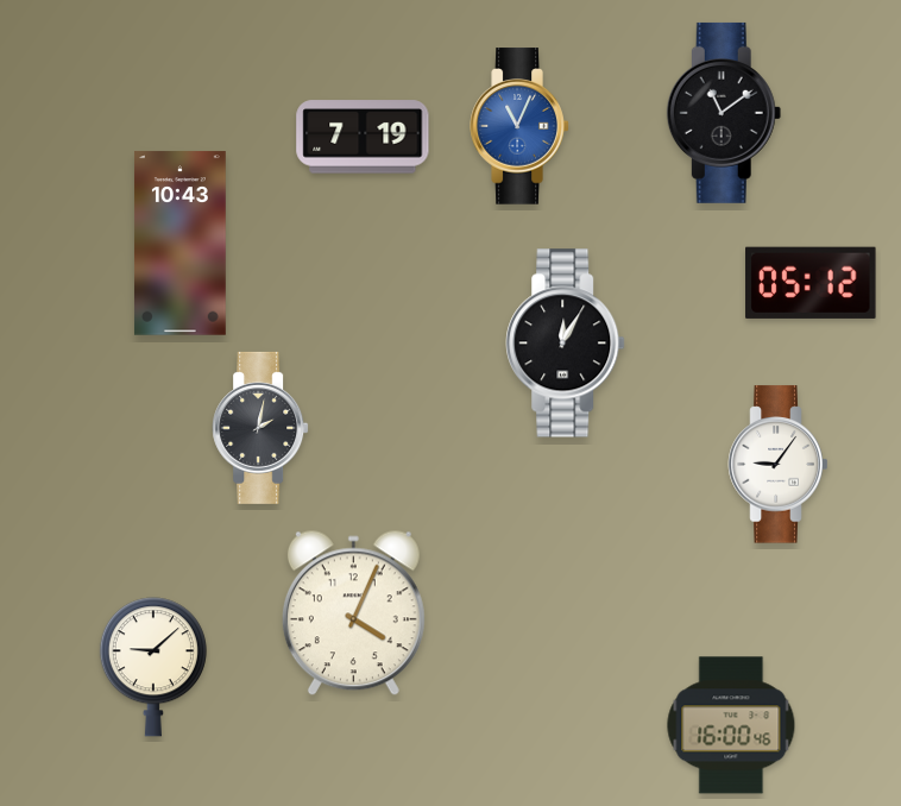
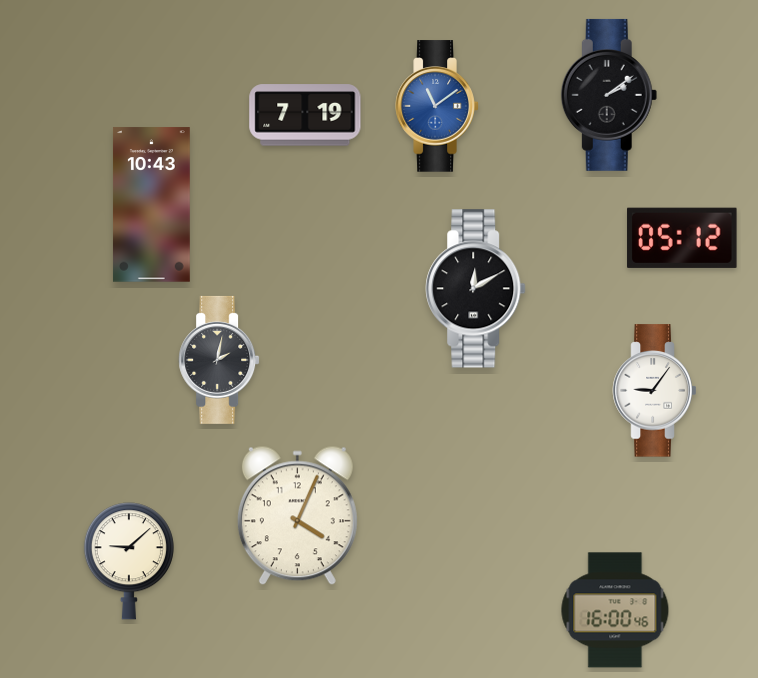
clock at (724, 113): 11:09 -> 2:09
clock at (519, 126): 11:04 -> 11:09
clock at (566, 344): 12:05 -> 12:10
